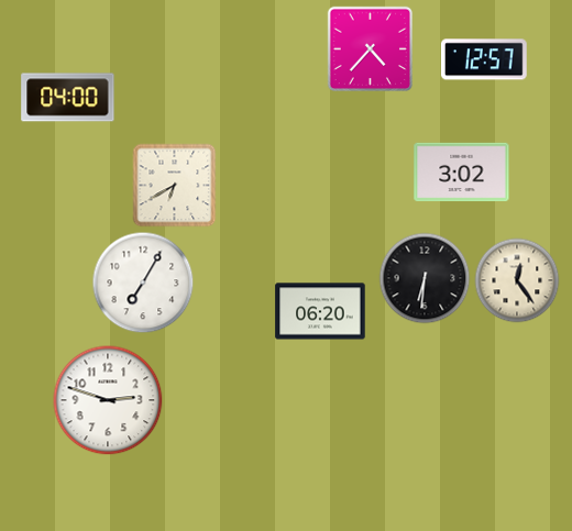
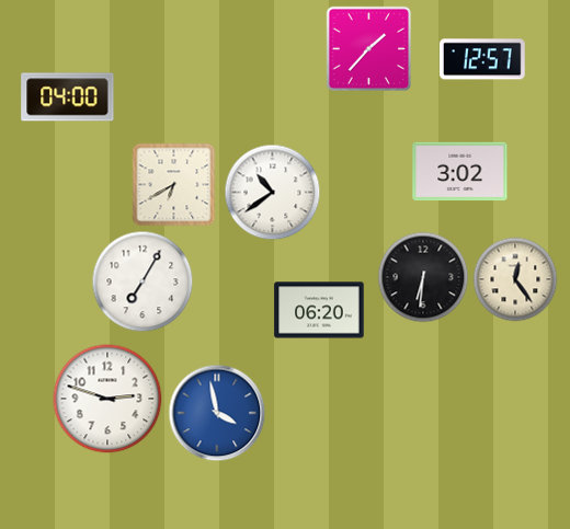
clock at (370, 48): 4:37 -> 1:37
clock at (273, 193): none -> 10:39
clock at (217, 413): none -> 3:58
